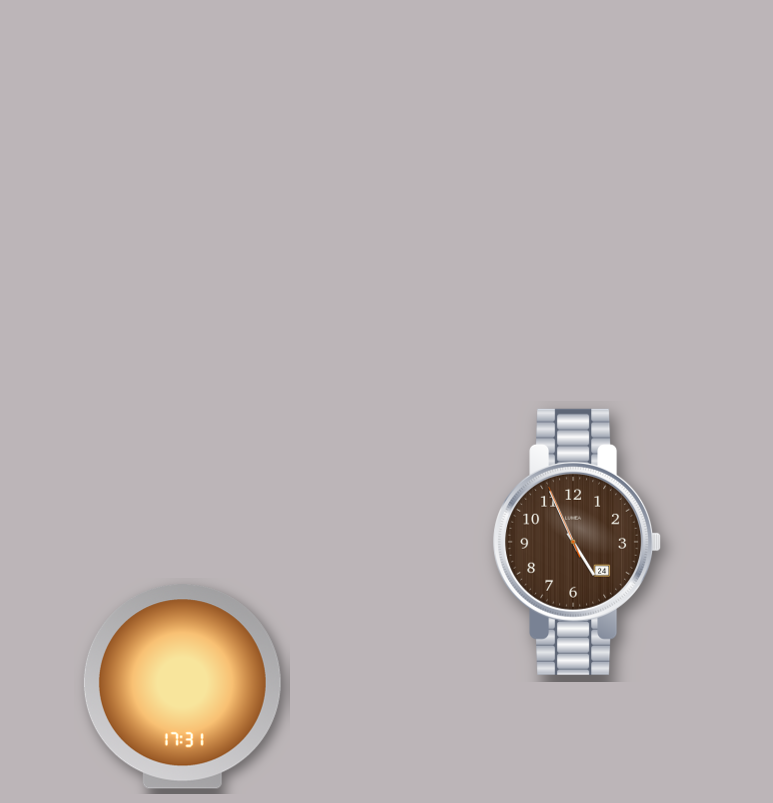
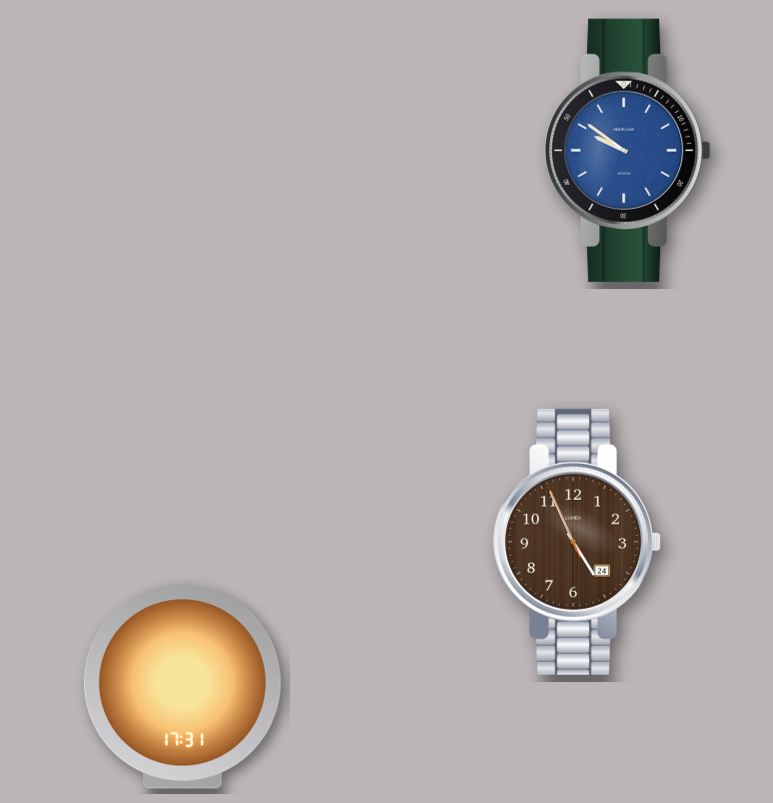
clock at (628, 150): none -> 9:51
